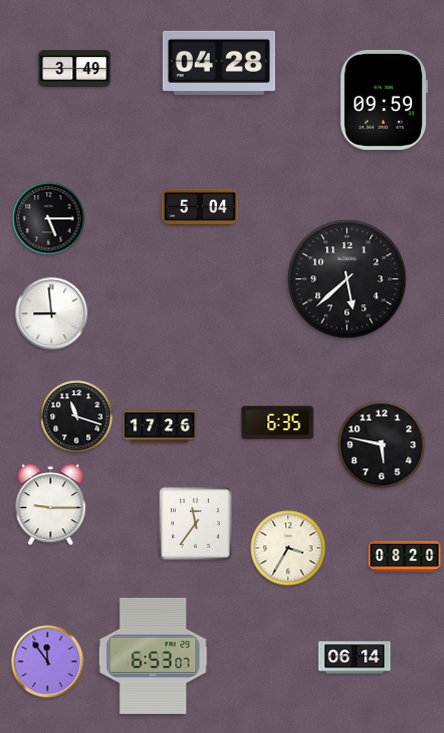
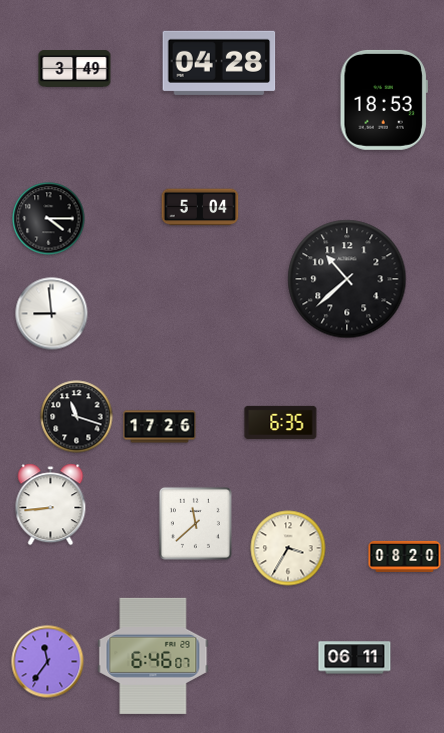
clock at (384, 100): 09:59 -> 18:53
clock at (49, 219): 5:15 -> 4:15
clock at (347, 279): 5:38 -> 10:38
clock at (278, 422) position: (278, 422) -> (281, 422)
clock at (382, 445): 5:47 -> none
clock at (51, 505): 9:15 -> 8:44
clock at (195, 523): 11:36 -> 11:38
clock at (153, 656): 6:53 -> 6:46
clock at (355, 658): 06:14 -> 06:11
clock at (48, 662): 11:54 -> 11:36
